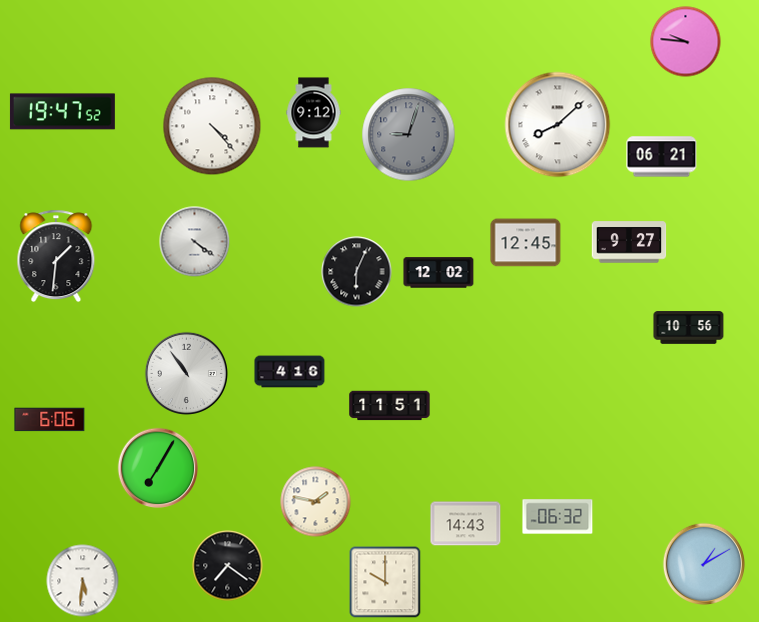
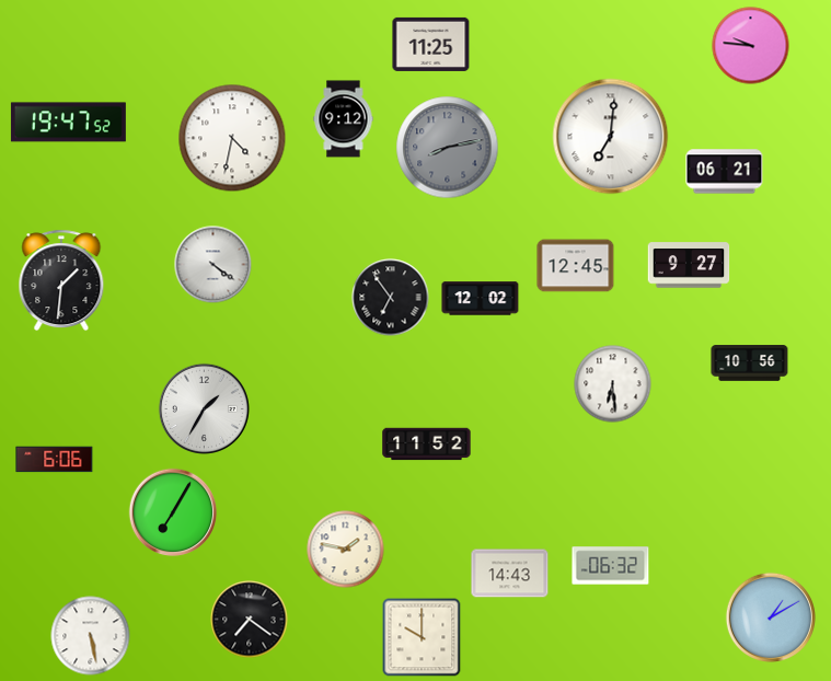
clock at (431, 44): none -> 11:25
clock at (314, 113) position: (314, 113) -> (344, 119)
clock at (558, 125): 8:08 -> 7:01
clock at (212, 126): 4:23 -> 4:32
clock at (409, 135): 9:03 -> 8:13
clock at (357, 272): 6:04 -> 6:54
clock at (689, 328) position: (689, 328) -> (750, 363)
clock at (613, 384): none -> 6:29
clock at (290, 372): 4:16 -> none
clock at (186, 373): 10:54 -> 1:35
clock at (390, 406): 11:51 -> 11:52
clock at (83, 581): 5:31 -> 5:28
